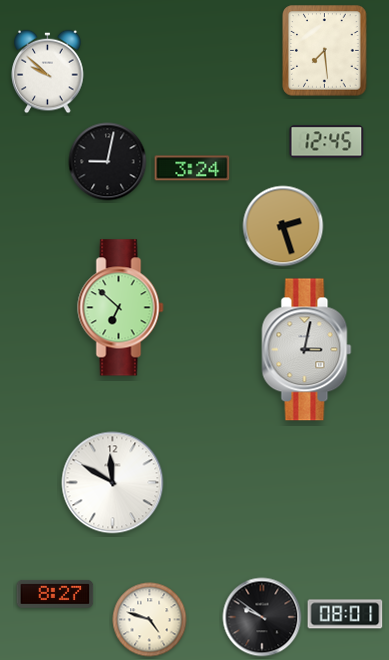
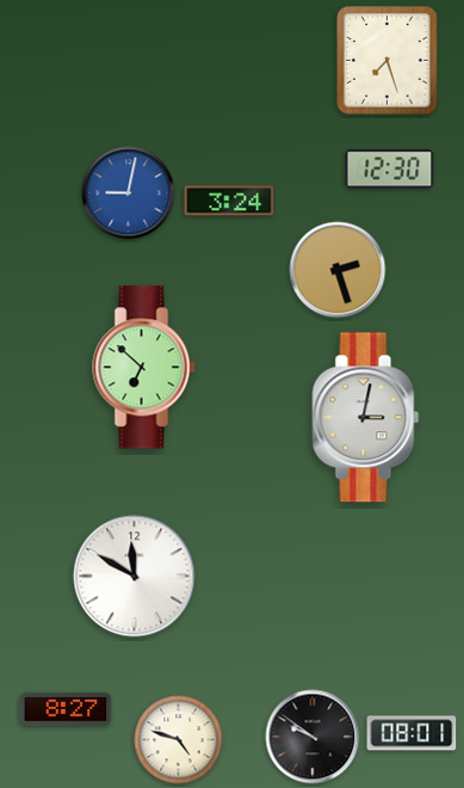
clock at (325, 51): 7:29 -> 7:27
clock at (48, 72): 9:52 -> none
clock at (327, 142): 12:45 -> 12:30
clock at (108, 162) dial: black -> blue
